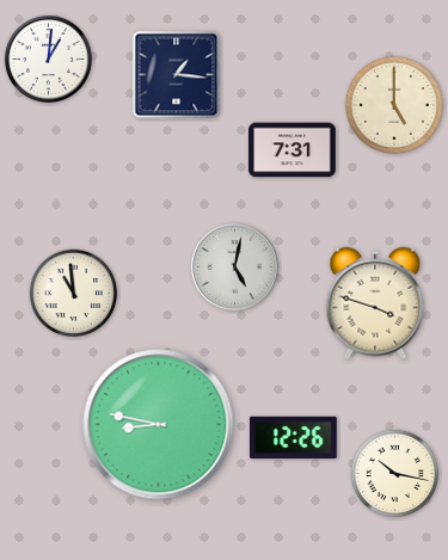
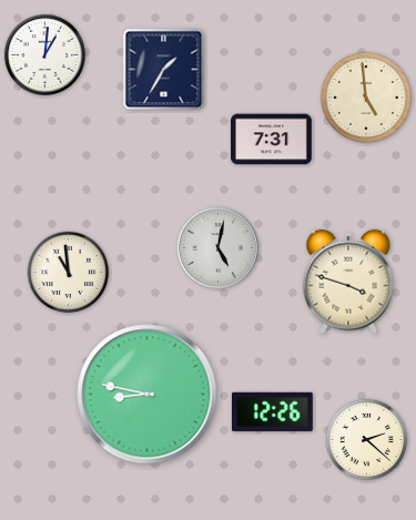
clock at (177, 75): 1:16 -> 1:35
clock at (394, 105): 5:00 -> 4:59
clock at (294, 437) position: (294, 437) -> (273, 411)
clock at (395, 474): 10:17 -> 2:22
